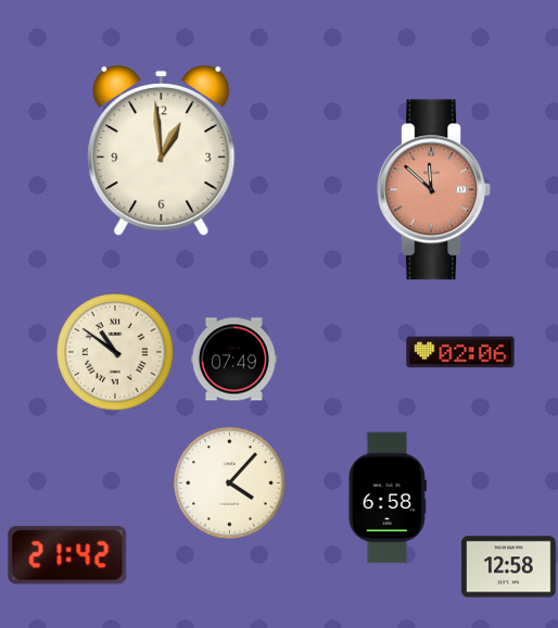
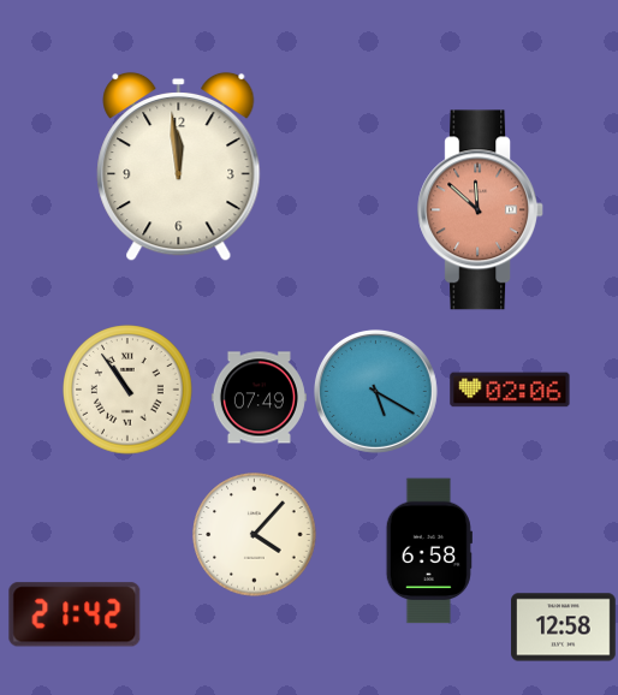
clock at (162, 151): 12:59 -> 11:59
clock at (115, 352): 10:51 -> 10:54
clock at (375, 391): none -> 5:20
